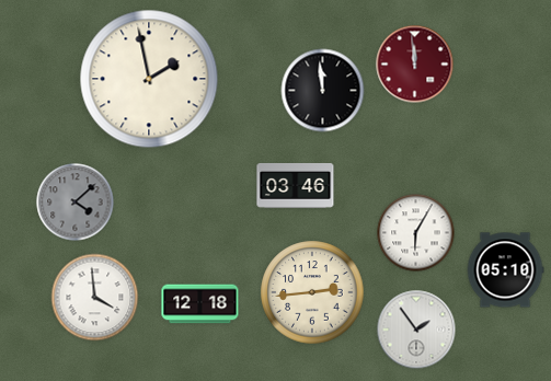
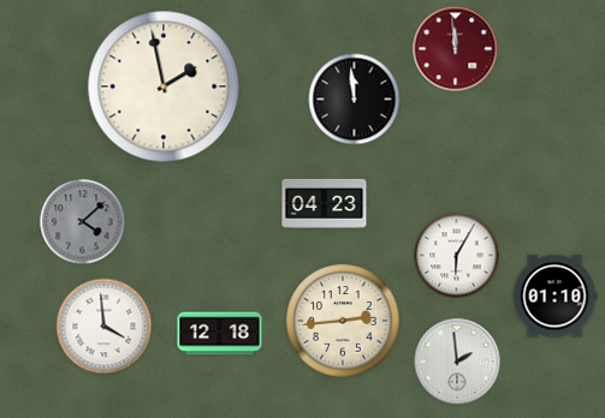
clock at (415, 65) position: (415, 65) -> (456, 49)
clock at (296, 185): 03:46 -> 04:23
clock at (505, 270): 05:10 -> 01:10
clock at (416, 330): 1:54 -> 1:59
